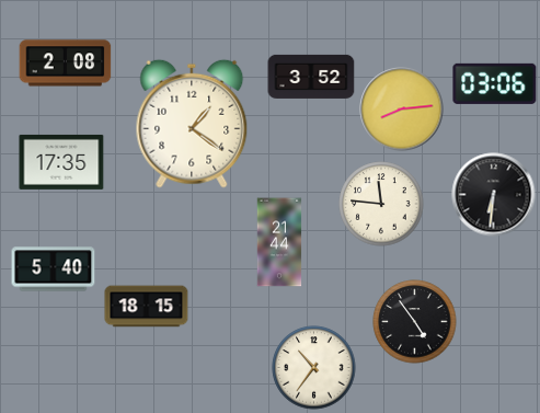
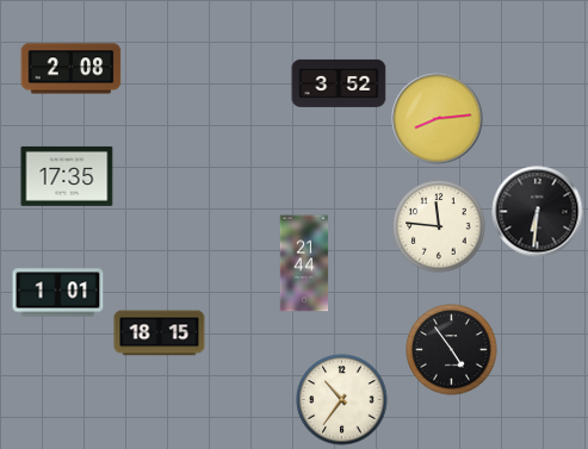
clock at (495, 83): 03:06 -> none
clock at (192, 124): 1:21 -> none
clock at (381, 204) position: (381, 204) -> (439, 226)
clock at (54, 269): 5:40 -> 1:01
